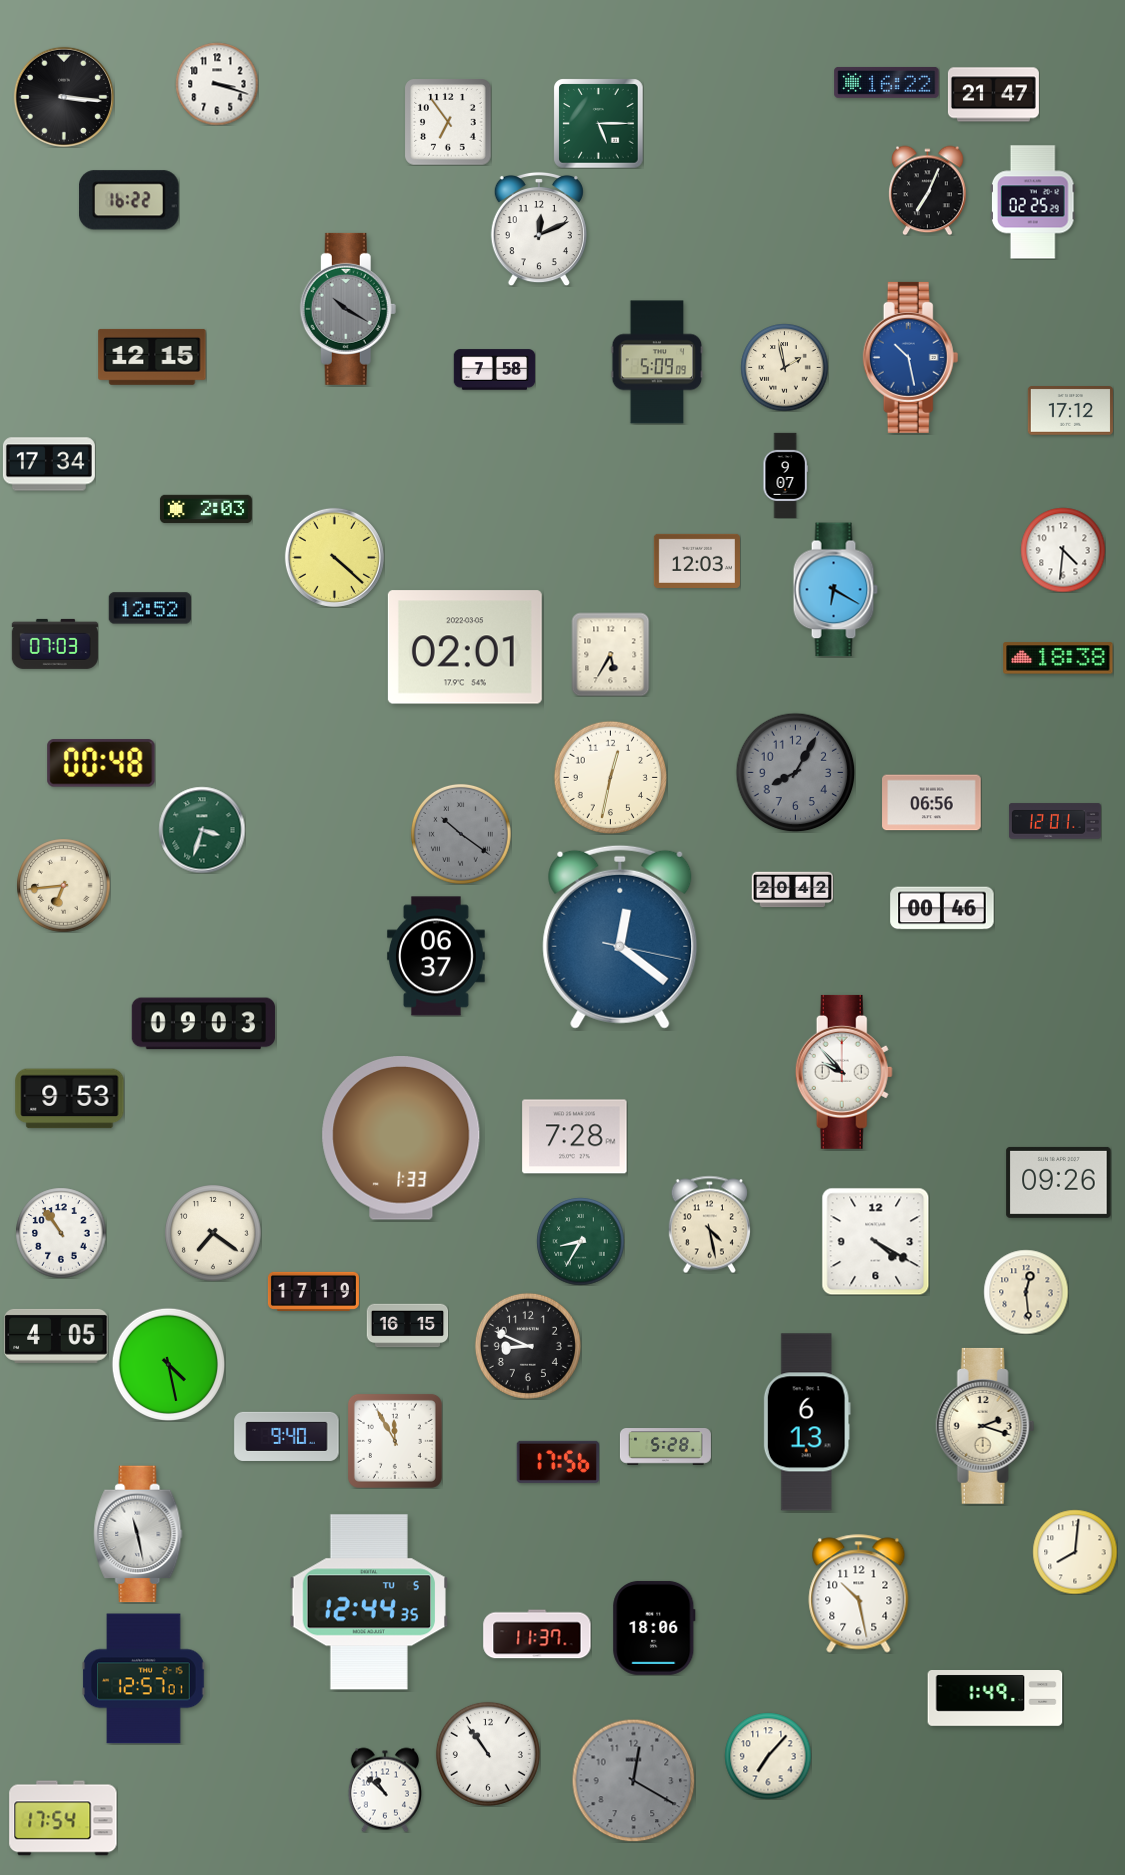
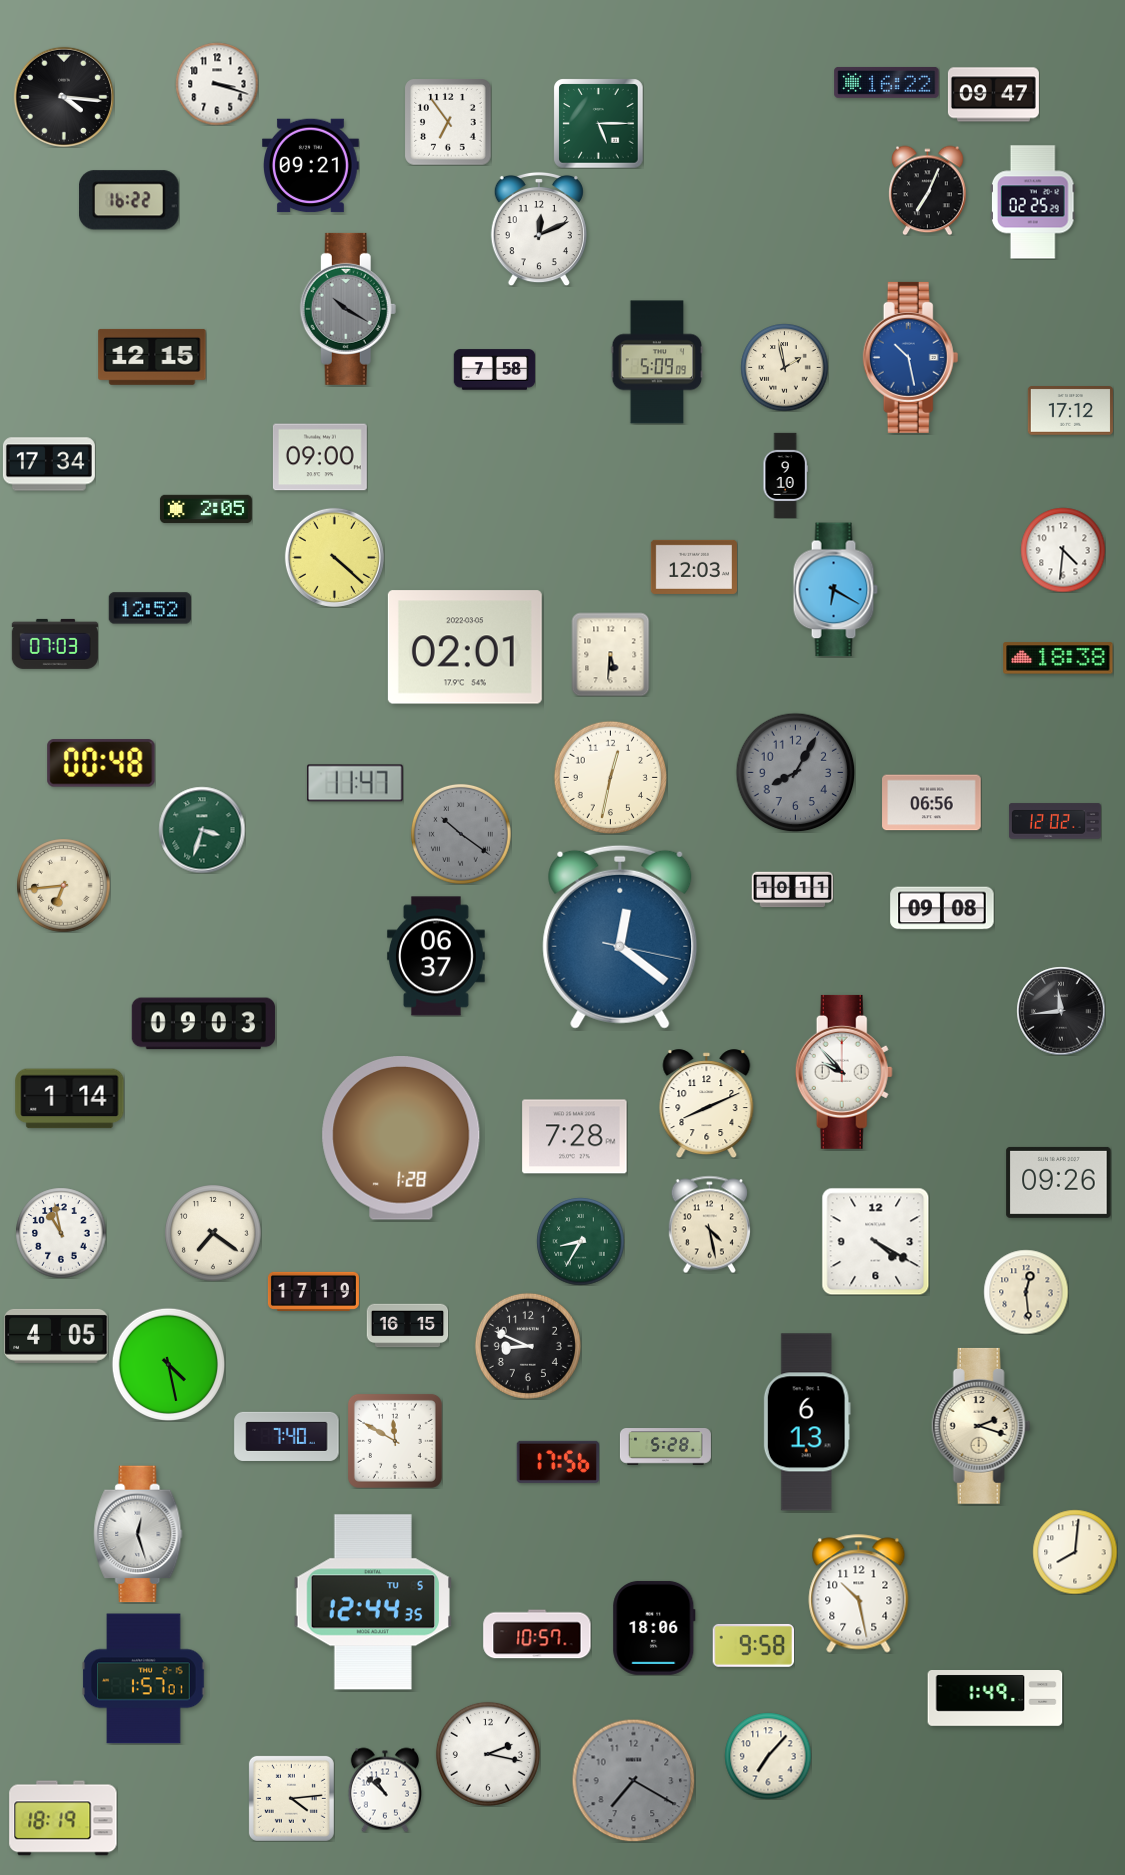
clock at (993, 95): 21:47 -> 09:47
clock at (64, 97): 3:16 -> 4:16
clock at (311, 166): none -> 09:21
clock at (320, 457): none -> 09:00
clock at (785, 475): 9:07 -> 9:10
clock at (206, 509): 2:03 -> 2:05
clock at (697, 561) position: (697, 561) -> (694, 567)
clock at (611, 654): 5:35 -> 5:31
clock at (355, 783): none -> 11:47
clock at (1055, 821): 12:01 -> 12:02
clock at (792, 890): 20:42 -> 10:11
clock at (942, 908): 00:46 -> 09:08
clock at (1061, 1011): none -> 11:44
clock at (70, 1099): 9:53 -> 1:14
clock at (707, 1104): none -> 8:11
clock at (401, 1139): 1:33 -> 1:28
clock at (61, 1233): 10:54 -> 10:58
clock at (985, 1426) position: (985, 1426) -> (981, 1426)
clock at (287, 1436): 9:40 -> 7:40
clock at (395, 1441): 11:55 -> 11:50
clock at (138, 1534): 11:28 -> 12:27
clock at (368, 1602) position: (368, 1602) -> (372, 1602)
clock at (537, 1634): 11:37 -> 10:57
clock at (753, 1645): none -> 9:58
clock at (144, 1679): 12:57 -> 1:57
clock at (488, 1754): 10:54 -> 2:17
clock at (633, 1780): 12:20 -> 7:20
clock at (291, 1798): none -> 4:14
clock at (63, 1818): 17:54 -> 18:19
